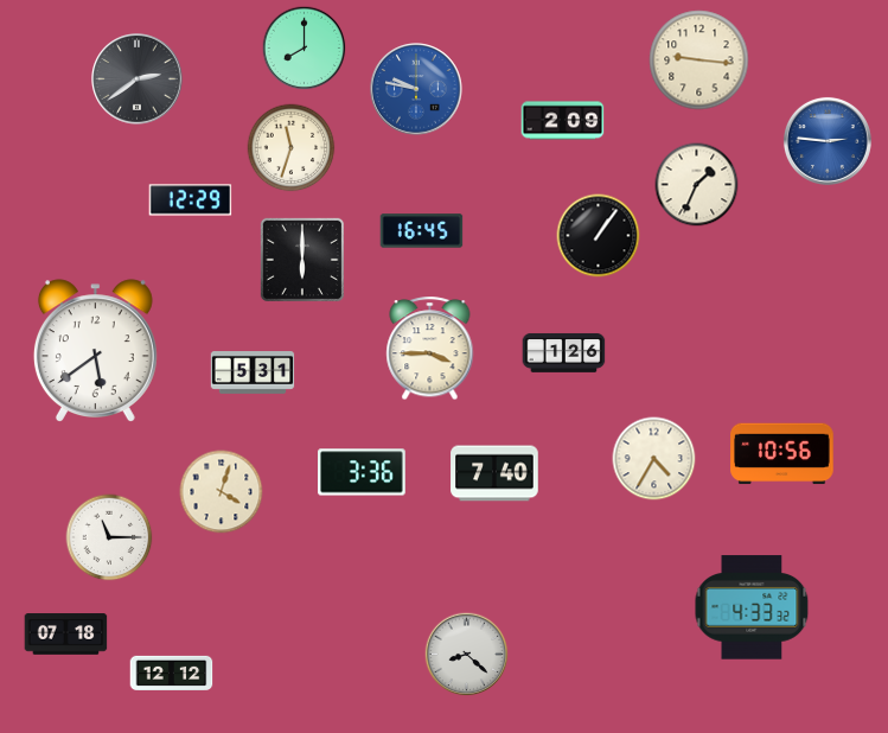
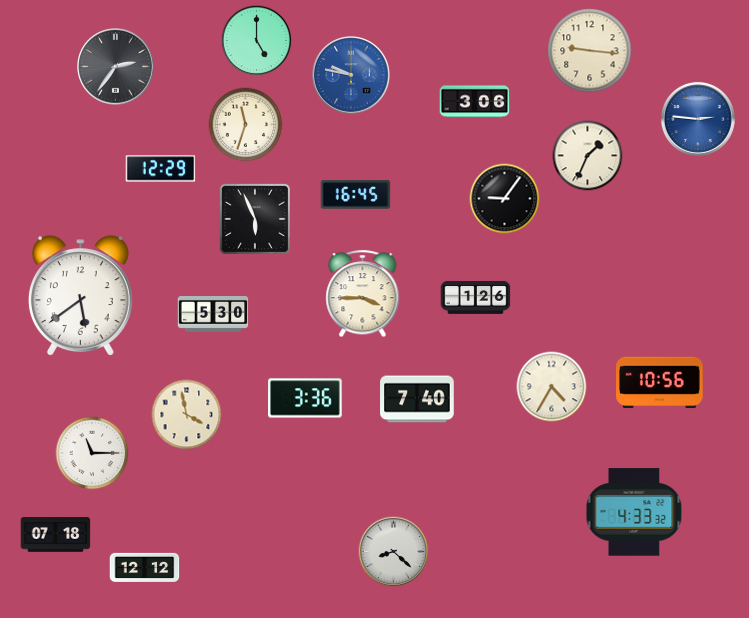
clock at (305, 49): 8:00 -> 5:00
clock at (138, 79): 2:39 -> 2:36
clock at (563, 121): 2:09 -> 3:06
clock at (599, 236): 1:06 -> 9:06
clock at (302, 260): 6:00 -> 5:56
clock at (253, 374): 5:31 -> 5:30
clock at (222, 492): 4:03 -> 3:58
